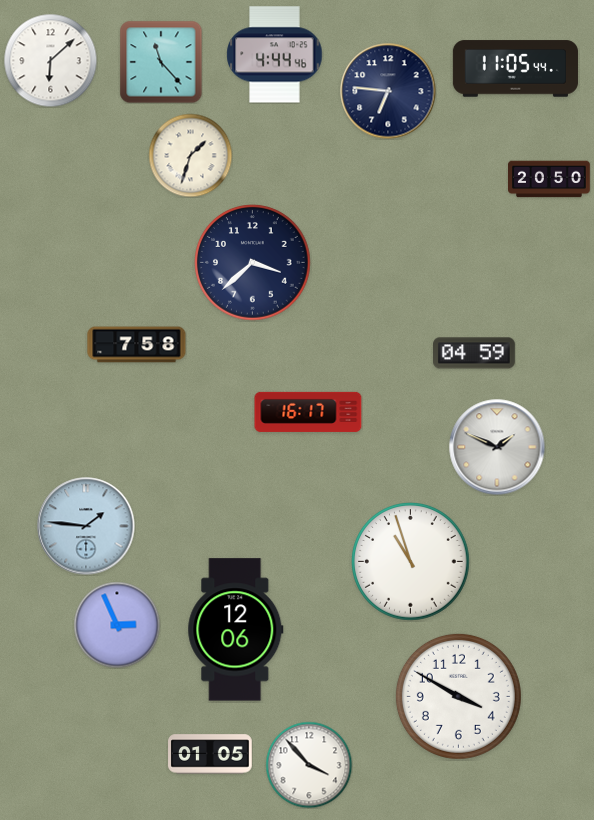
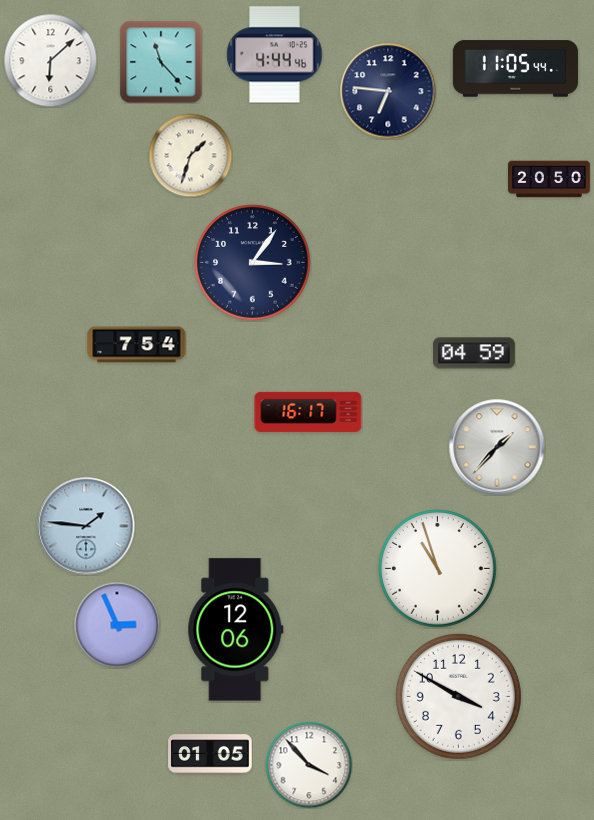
clock at (253, 263): 3:38 -> 3:06
clock at (137, 345): 7:58 -> 7:54
clock at (497, 447): 1:49 -> 1:37
clock at (411, 562) position: (411, 562) -> (438, 569)
